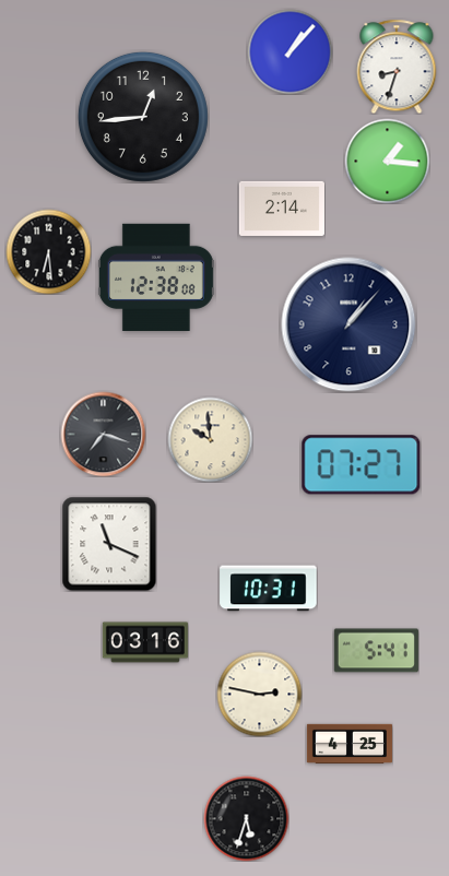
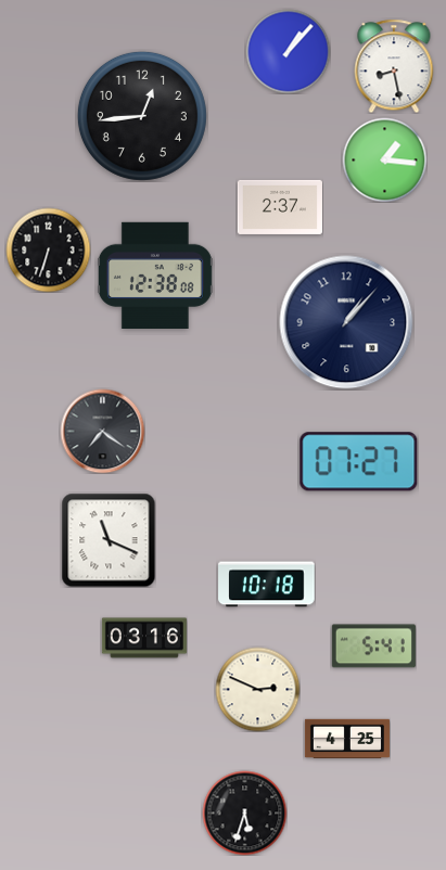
clock at (397, 67): 8:33 -> 8:28
clock at (282, 209): 2:14 -> 2:37
clock at (48, 251): 6:29 -> 6:33
clock at (103, 434): 7:18 -> 7:21
clock at (210, 439): 9:59 -> none
clock at (269, 589): 10:31 -> 10:18
clock at (259, 694): 2:47 -> 2:49
